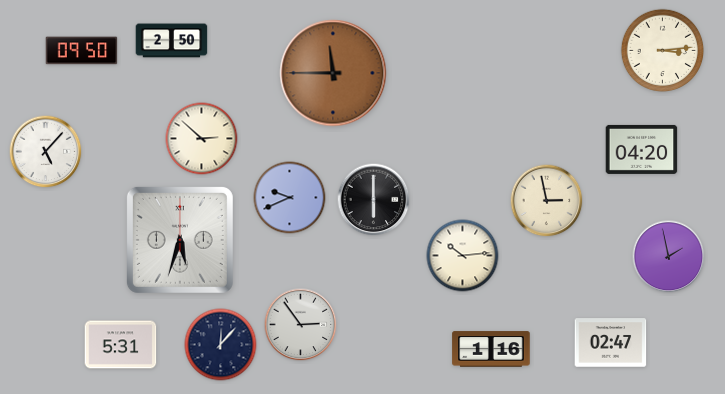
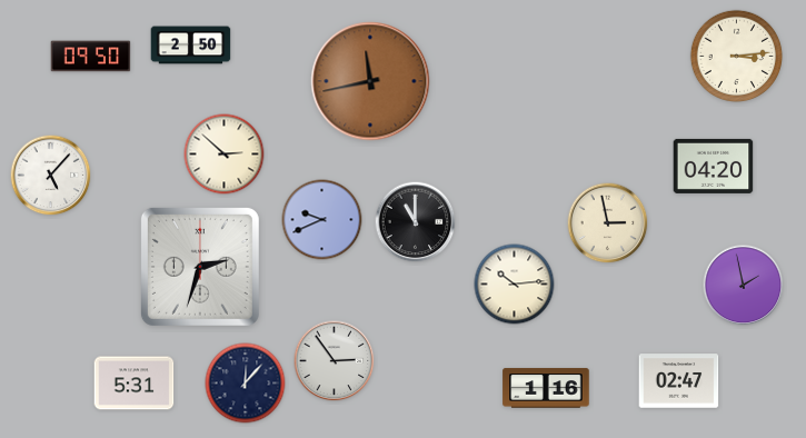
clock at (333, 73): 11:45 -> 11:43
clock at (46, 152) position: (46, 152) -> (51, 176)
clock at (374, 200): 6:00 -> 11:00
clock at (180, 240): 5:33 -> 2:33
